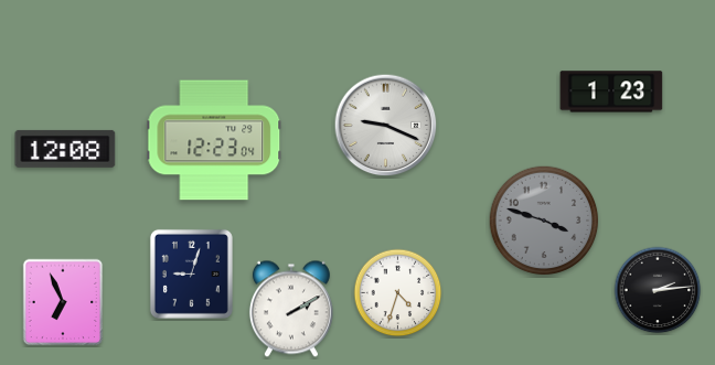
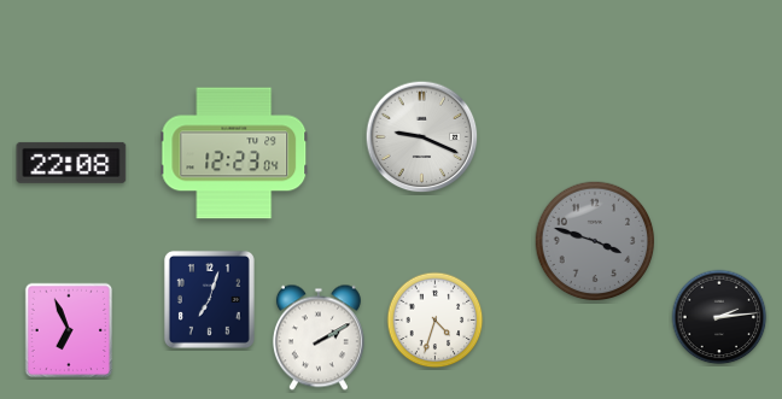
clock at (611, 92): 1:23 -> none
clock at (65, 149): 12:08 -> 22:08
clock at (191, 273): 9:03 -> 7:03
